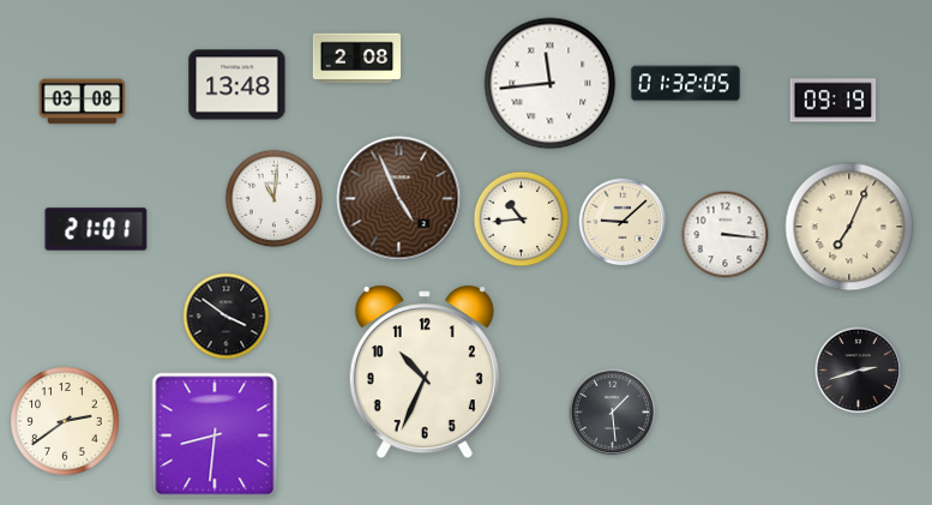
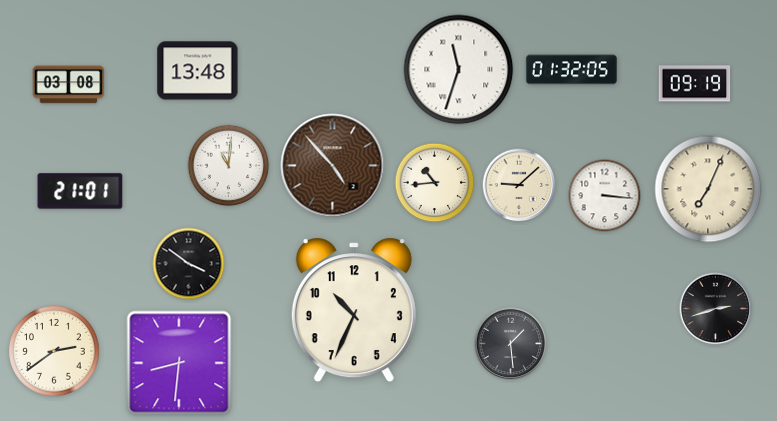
clock at (356, 59): 2:08 -> none
clock at (551, 84): 11:44 -> 11:33
clock at (399, 199): 4:56 -> 4:53
